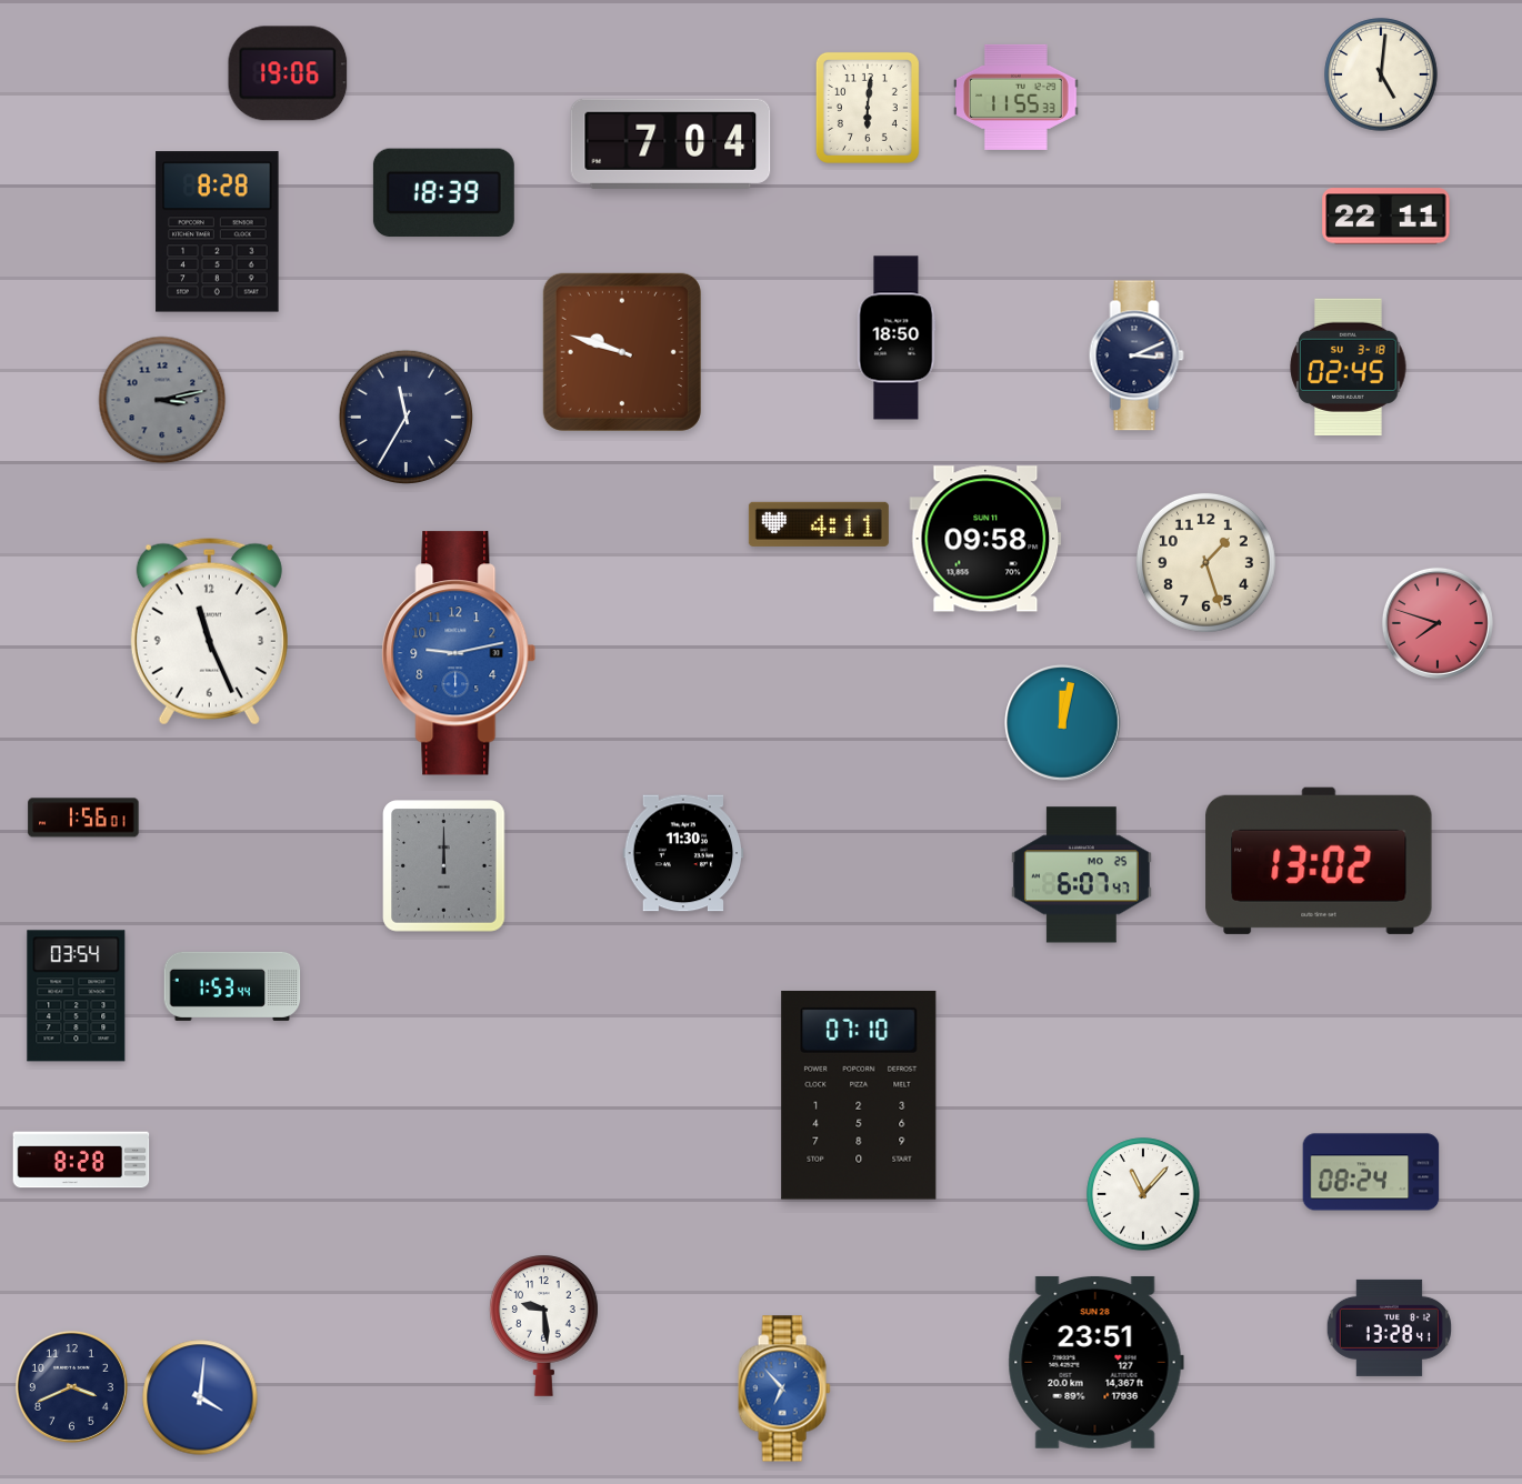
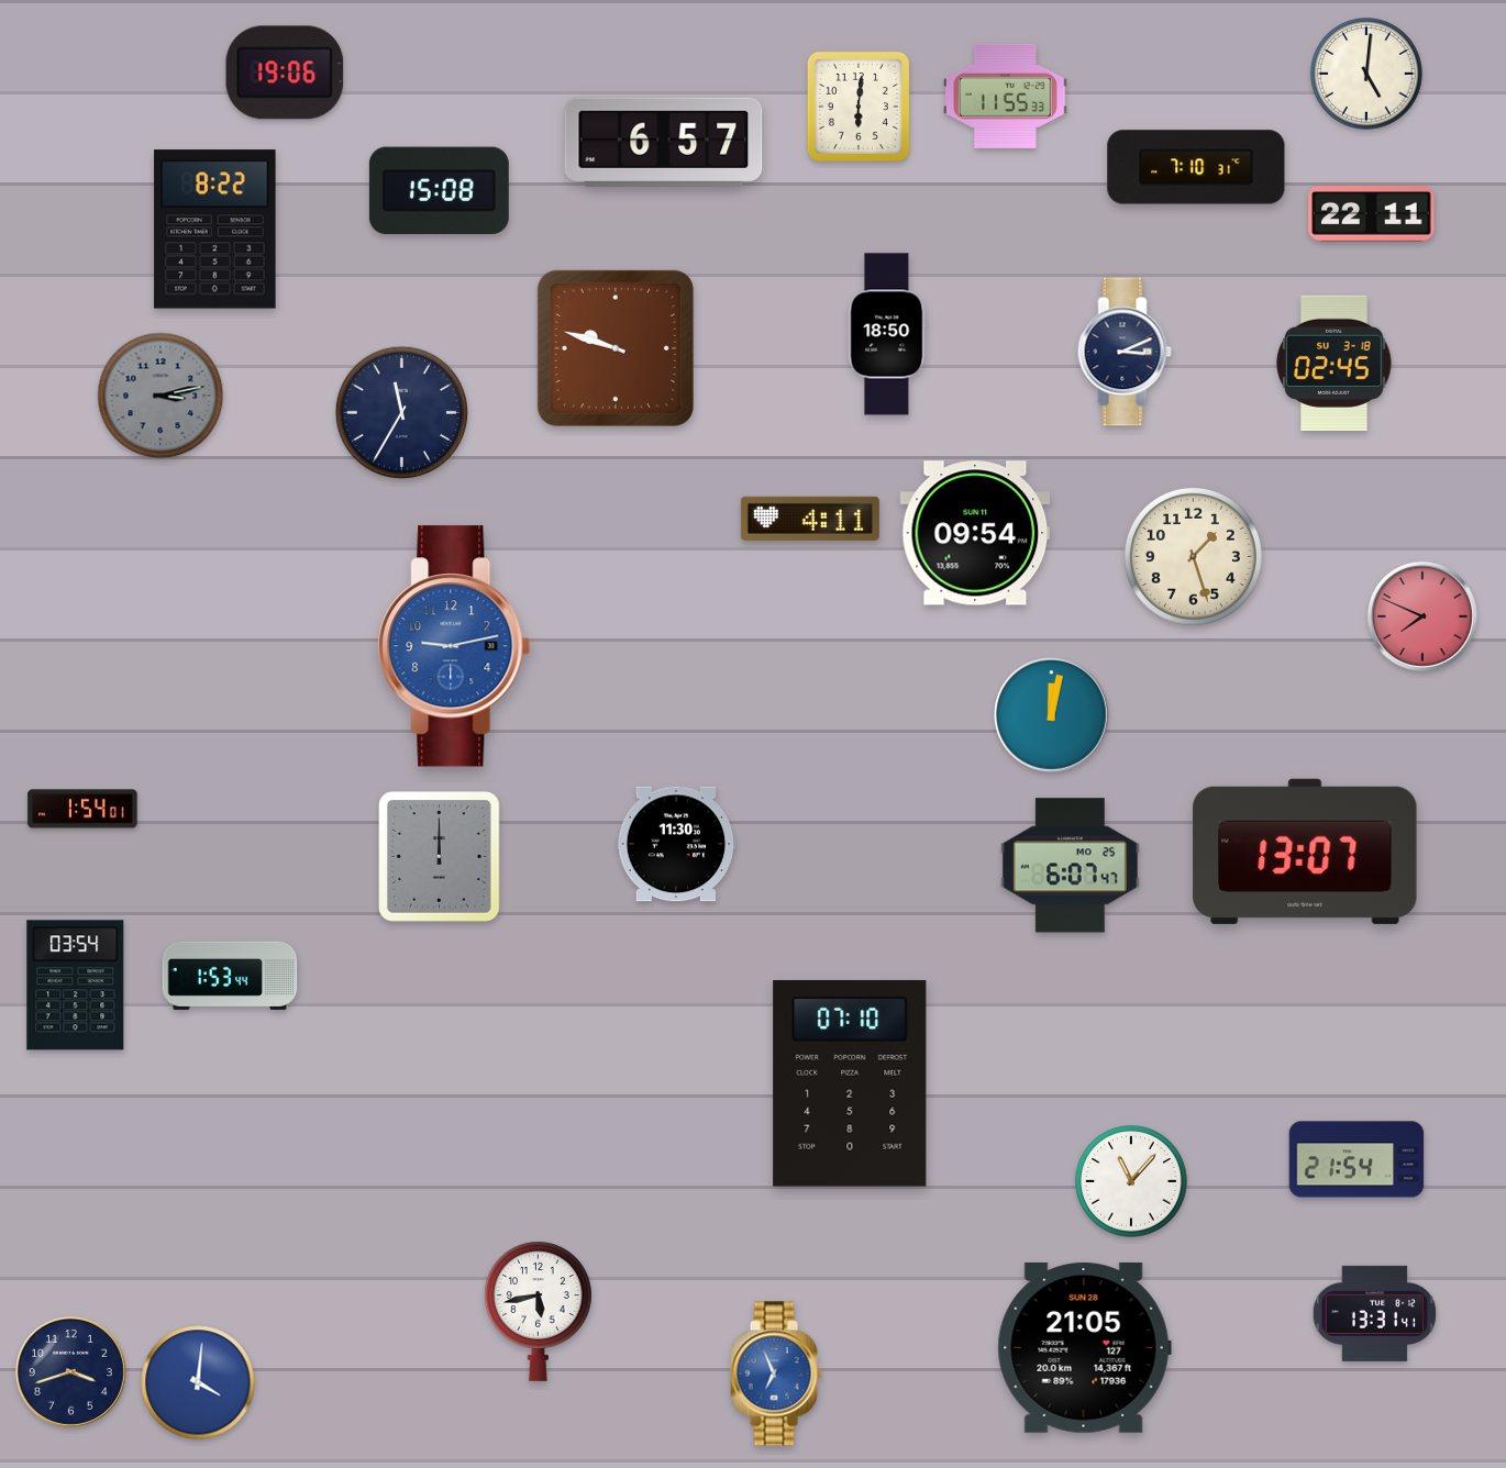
clock at (671, 143): 7:04 -> 6:57
clock at (1196, 167): none -> 7:10
clock at (443, 193): 18:39 -> 15:08
clock at (218, 232): 8:28 -> 8:22
clock at (985, 539): 09:58 -> 09:54
clock at (1438, 623): 7:48 -> 7:49
clock at (209, 632): 11:26 -> none
clock at (83, 818): 1:56 -> 1:54
clock at (1319, 861): 13:02 -> 13:07
clock at (81, 1160): 8:28 -> none
clock at (1371, 1172): 08:24 -> 21:54
clock at (543, 1325): 9:29 -> 5:43
clock at (1389, 1327): 13:28 -> 13:31
clock at (1095, 1362): 23:51 -> 21:05
clock at (71, 1386): 3:41 -> 3:42
clock at (784, 1388): 6:53 -> 6:56
